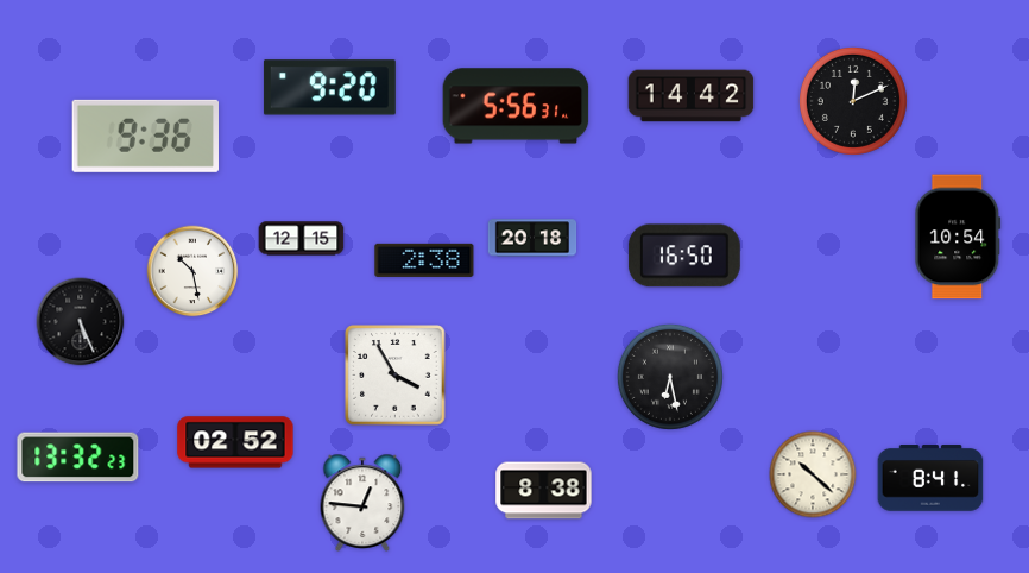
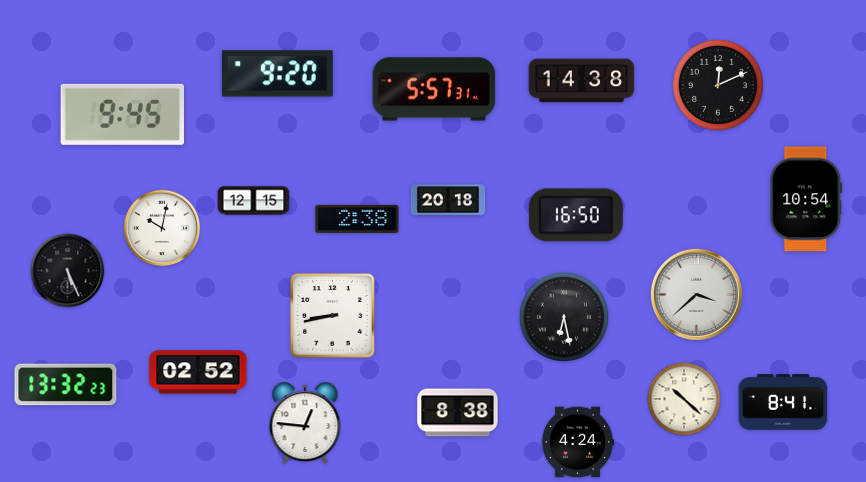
clock at (692, 96): 14:42 -> 14:38
clock at (516, 106): 5:56 -> 5:57
clock at (145, 136): 9:36 -> 9:45
clock at (192, 271): 10:28 -> 10:02
clock at (696, 294): none -> 3:38
clock at (396, 376): 3:55 -> 8:43
clock at (578, 442): none -> 4:24
